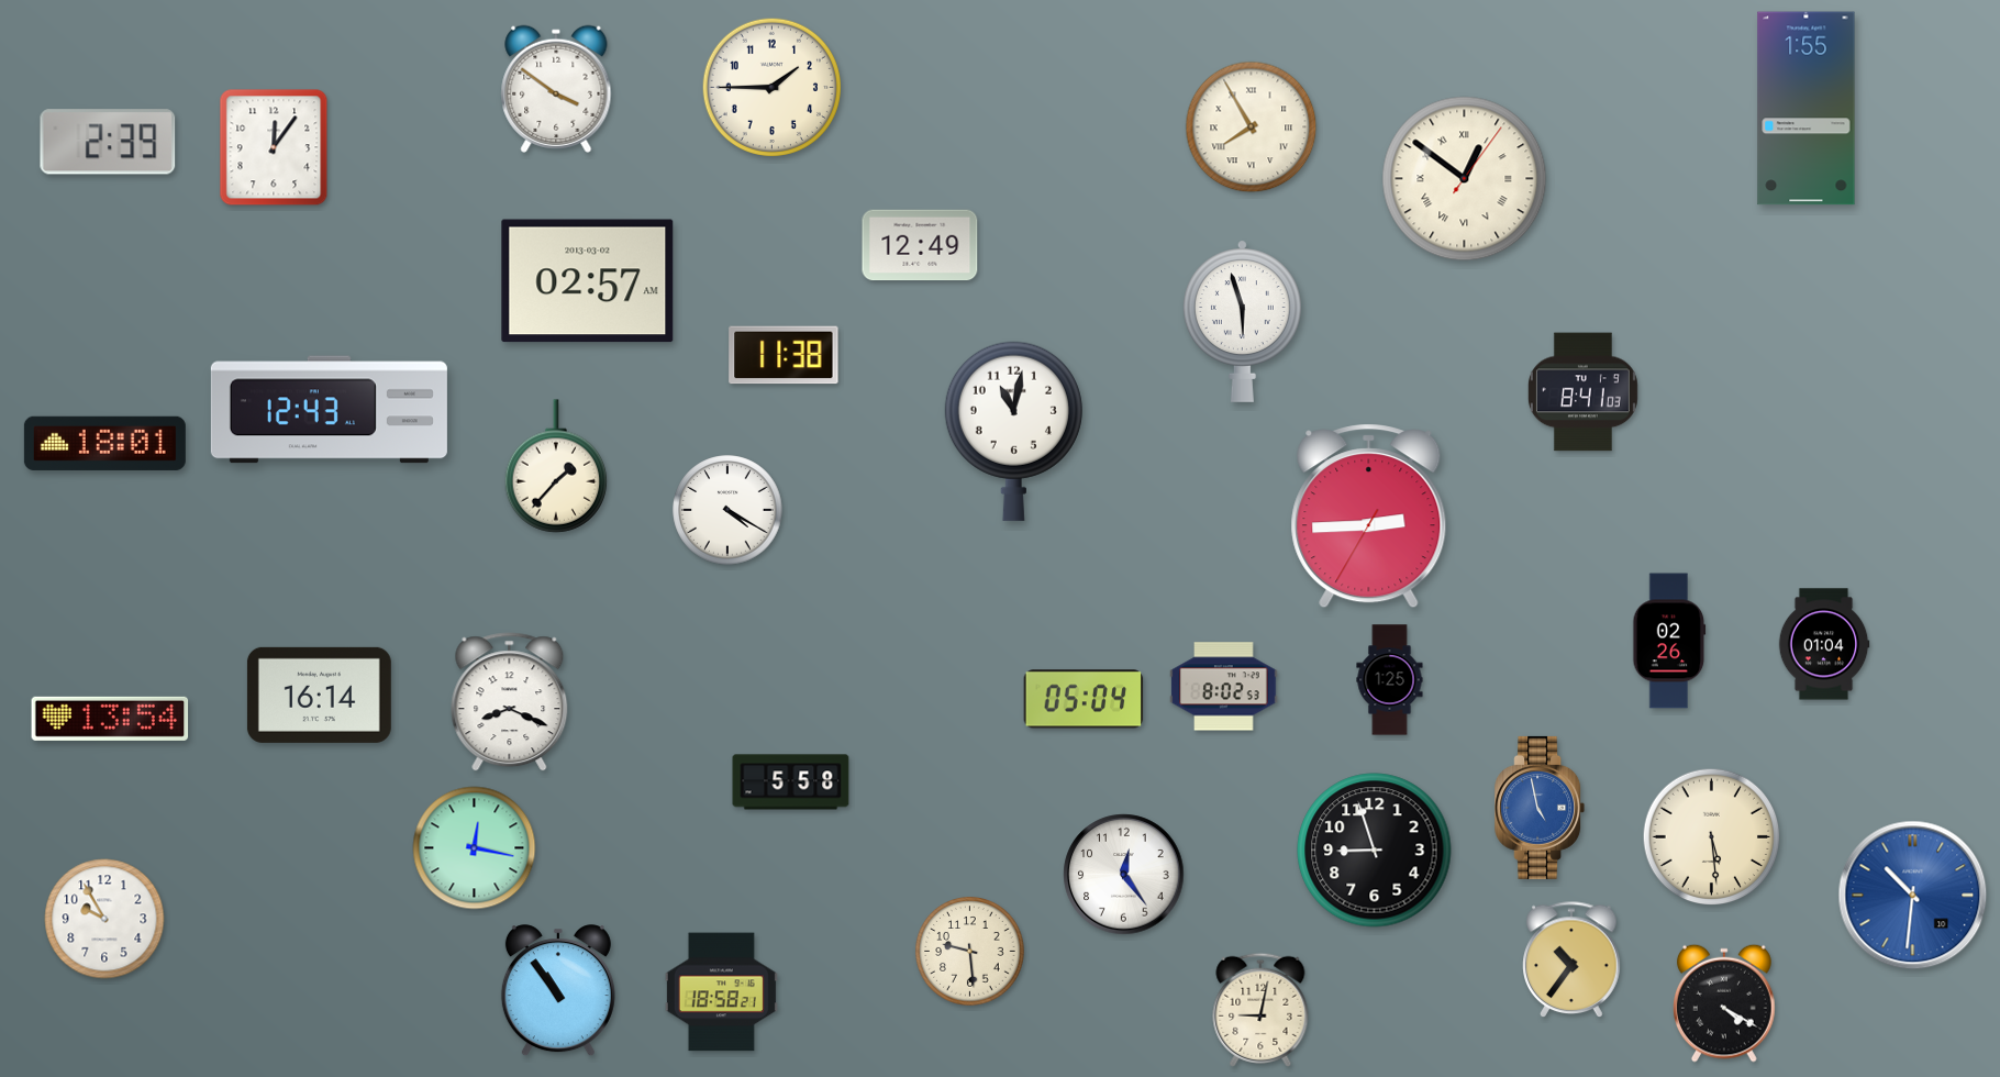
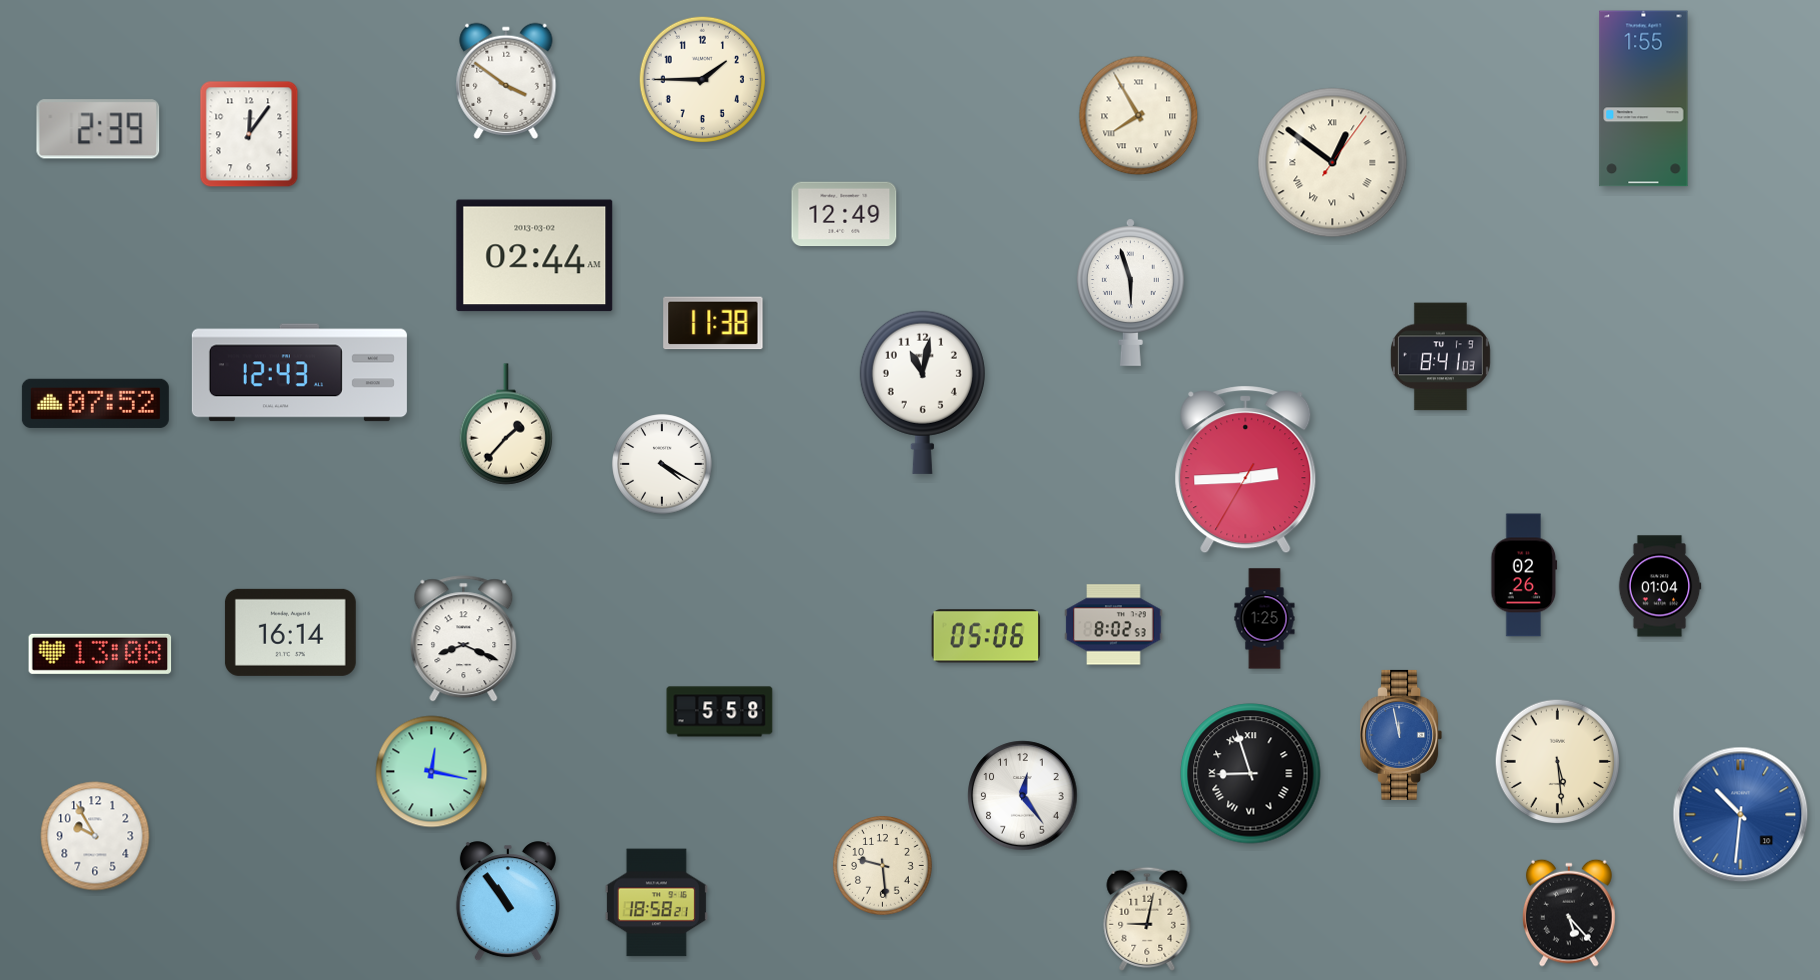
clock at (920, 245) position: (920, 245) -> (844, 214)
clock at (588, 281): 02:57 -> 02:44
clock at (104, 443): 18:01 -> 07:52
clock at (1669, 641) position: (1669, 641) -> (1524, 575)
clock at (1084, 699): 05:04 -> 05:06
clock at (110, 719): 13:54 -> 13:08
clock at (1540, 808): 4:58 -> 11:58
clock at (1375, 851) numerals: Arabic -> Roman
clock at (1571, 961): 10:36 -> none
clock at (1725, 1003): 4:20 -> 5:23
